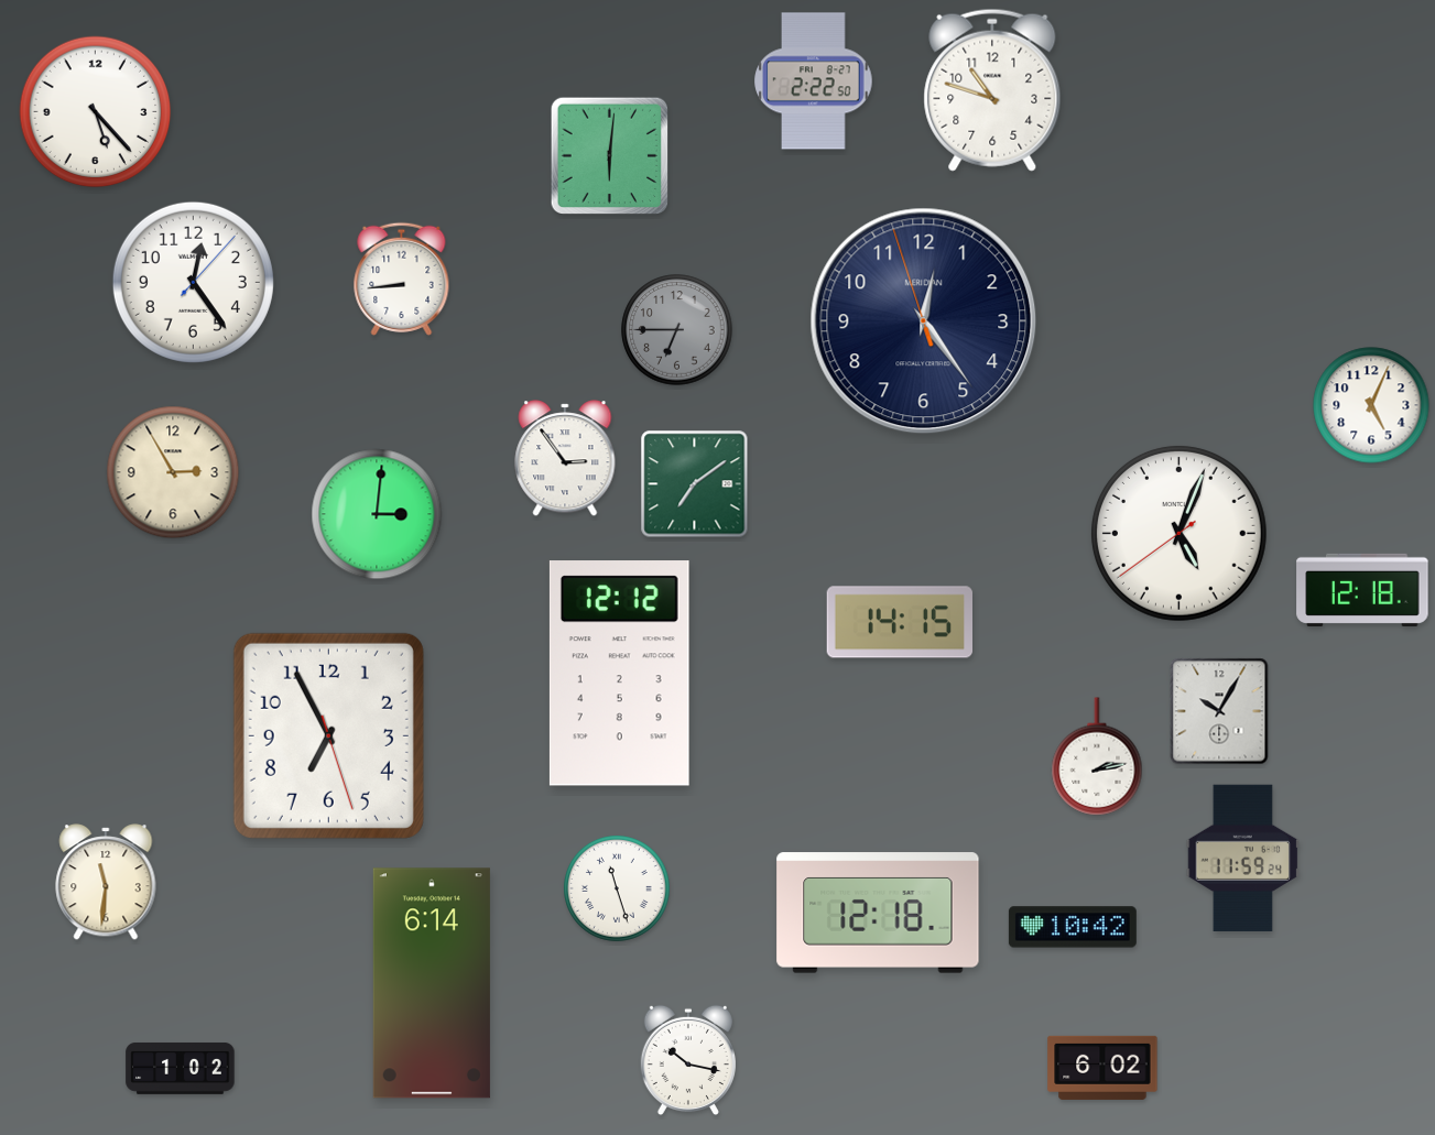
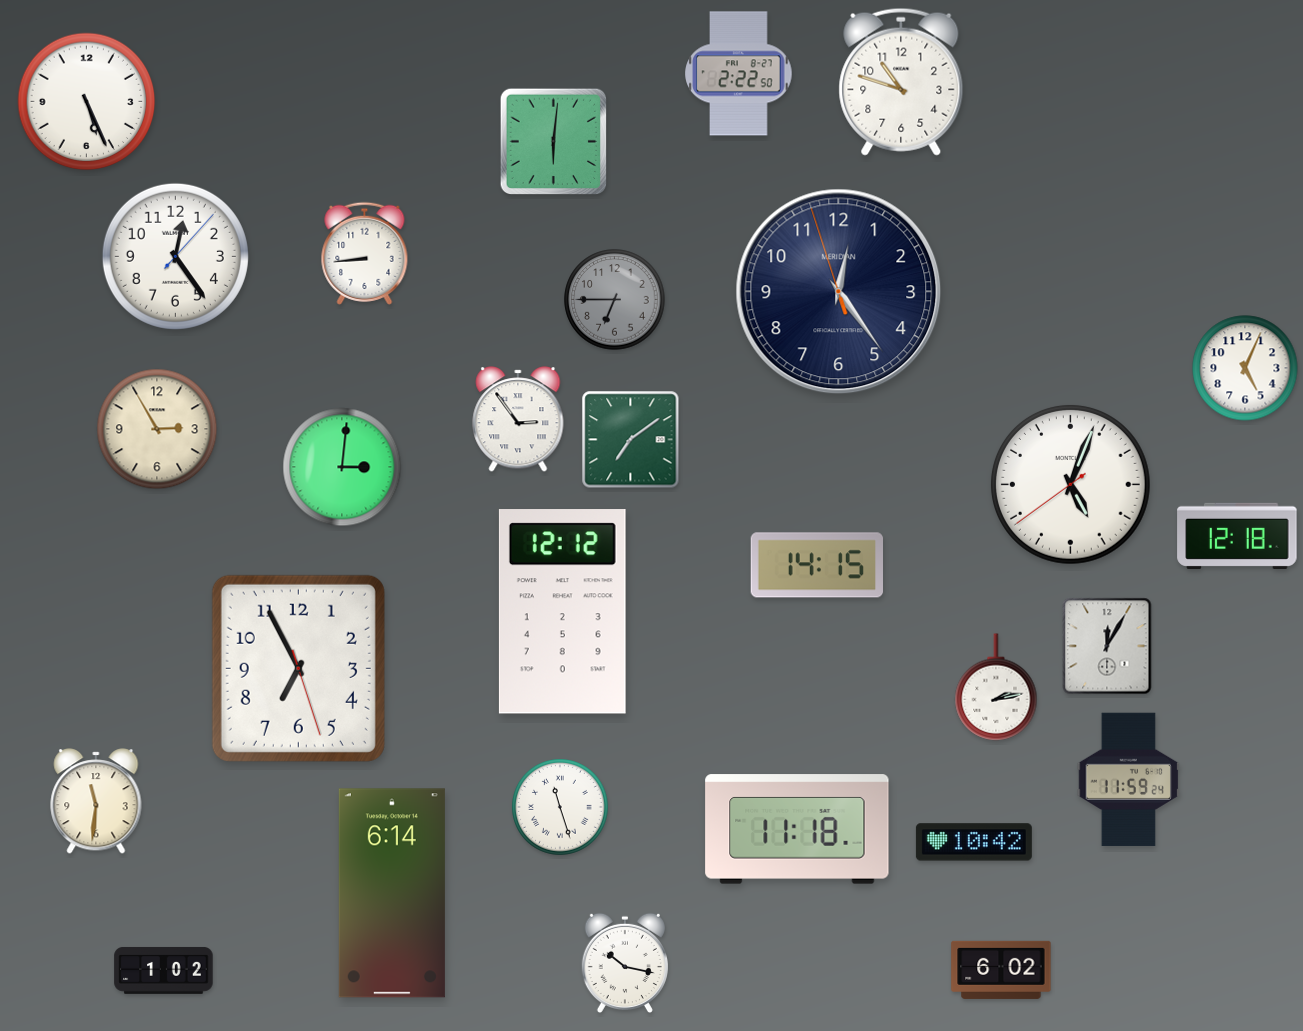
clock at (96, 112): 5:23 -> 5:26
clock at (565, 458) position: (565, 458) -> (518, 419)
clock at (1219, 711): 10:05 -> 12:05
clock at (878, 913): 12:18 -> 11:18
